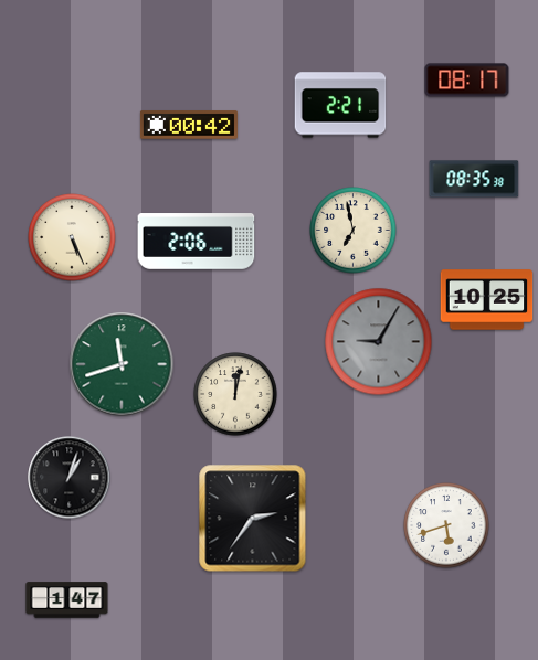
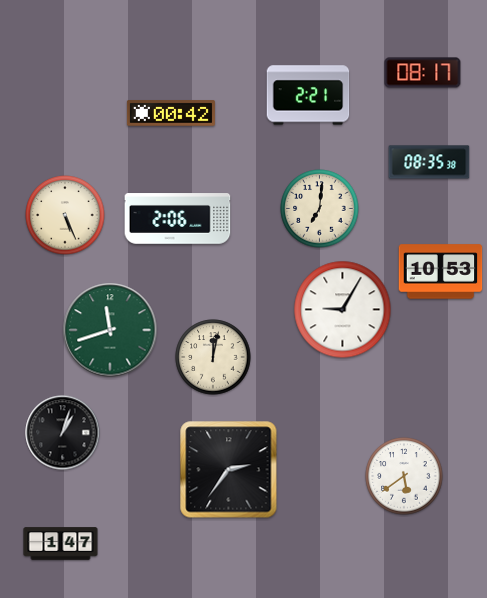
clock at (354, 231): 6:58 -> 7:01
clock at (487, 300): 10:25 -> 10:53
clock at (379, 342) dial: grey -> white
clock at (446, 525): 5:42 -> 5:39
